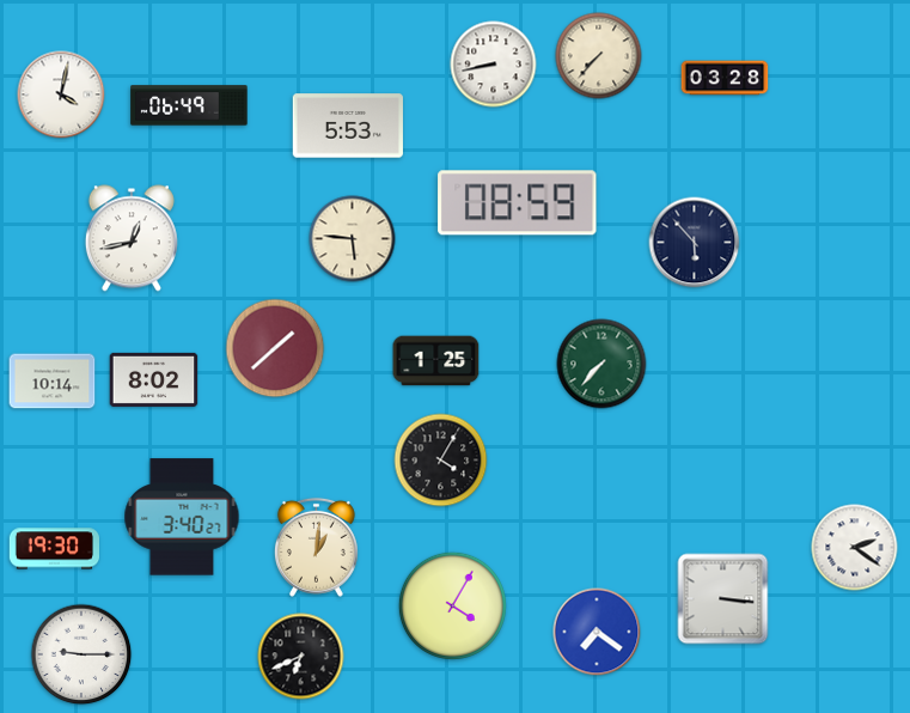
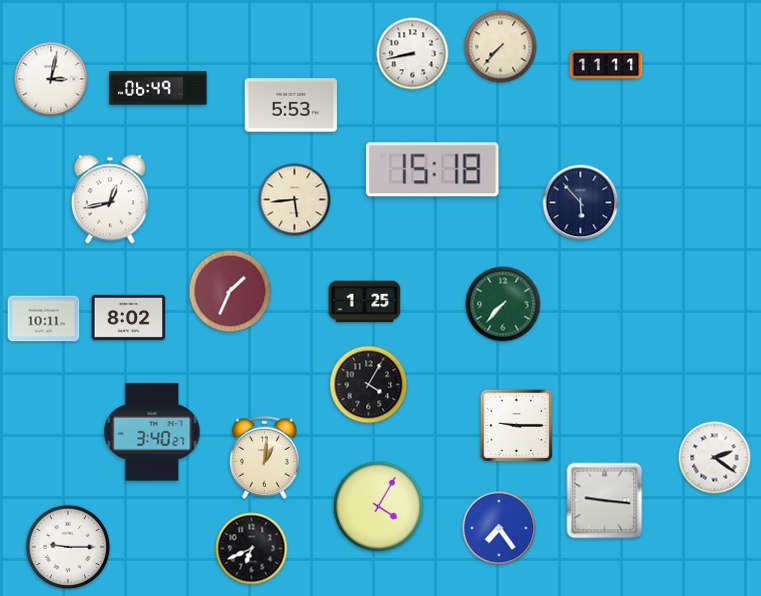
clock at (725, 78): 03:28 -> 11:11
clock at (61, 95): 4:02 -> 3:02
clock at (518, 203): 08:59 -> 15:18
clock at (353, 239): 5:46 -> 5:44
clock at (275, 348): 1:38 -> 1:34
clock at (53, 382): 10:14 -> 10:11
clock at (517, 426): none -> 9:15
clock at (54, 549): 19:30 -> none
clock at (723, 599): 3:16 -> 9:16
clock at (597, 632): 7:21 -> 7:24
